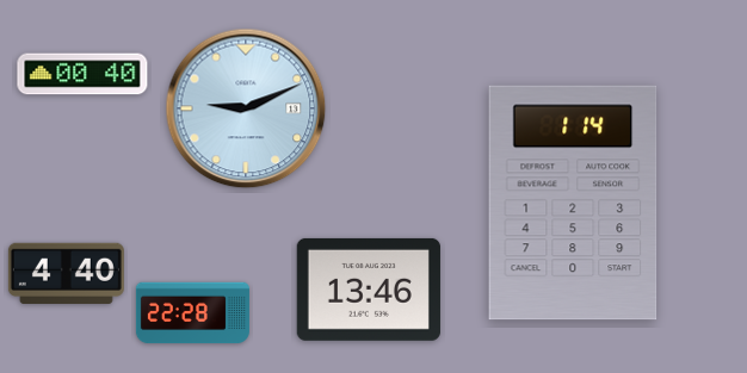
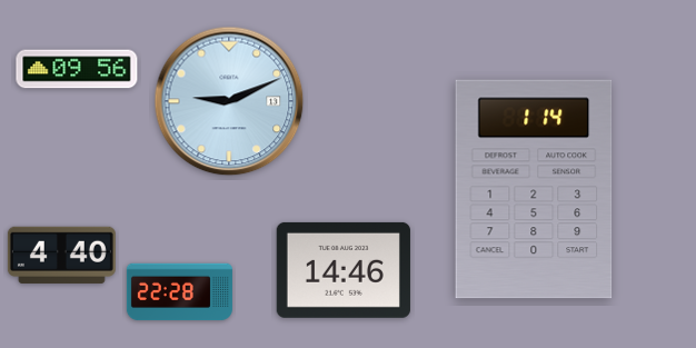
clock at (82, 74): 00:40 -> 09:56
clock at (369, 290): 13:46 -> 14:46
